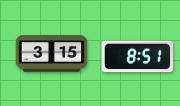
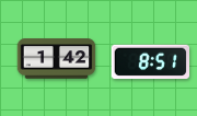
clock at (52, 54): 3:15 -> 1:42
